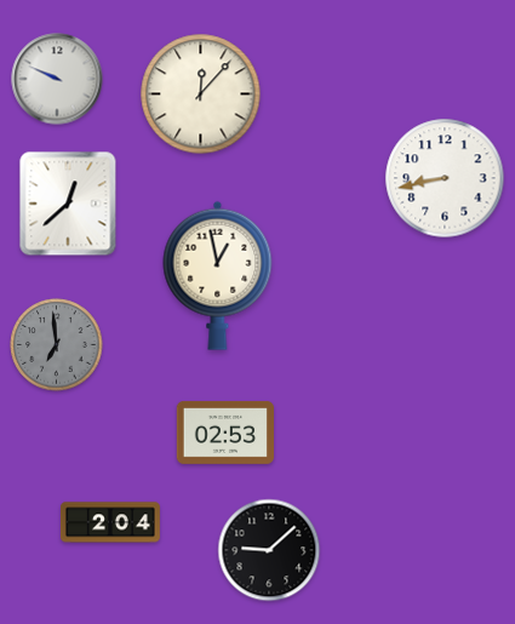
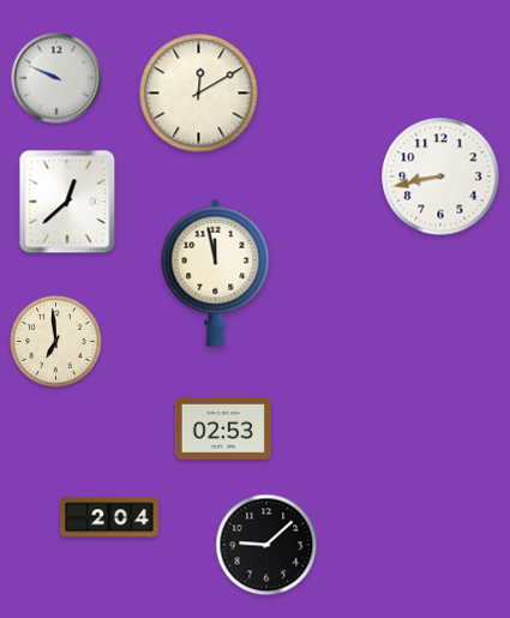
clock at (201, 95): 12:07 -> 12:10
clock at (218, 275): 12:58 -> 11:58
clock at (57, 345) dial: grey -> cream
